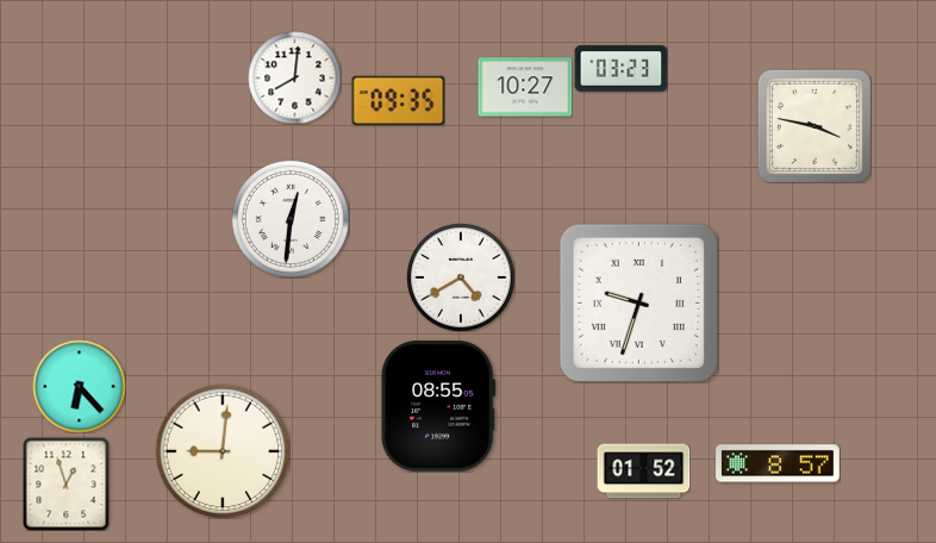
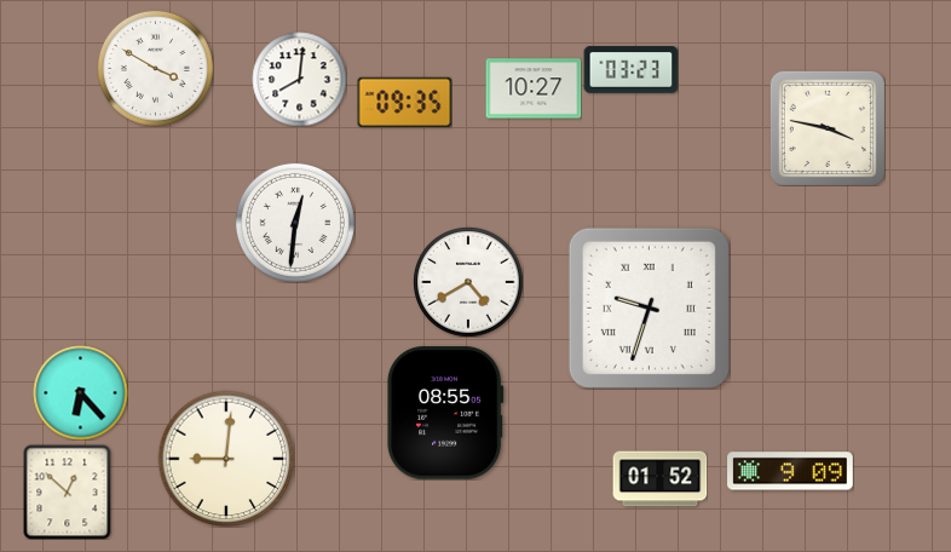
clock at (155, 68): none -> 3:50
clock at (779, 463): 8:57 -> 9:09
clock at (643, 472) position: (643, 472) -> (659, 479)
clock at (67, 483): 12:57 -> 12:52
